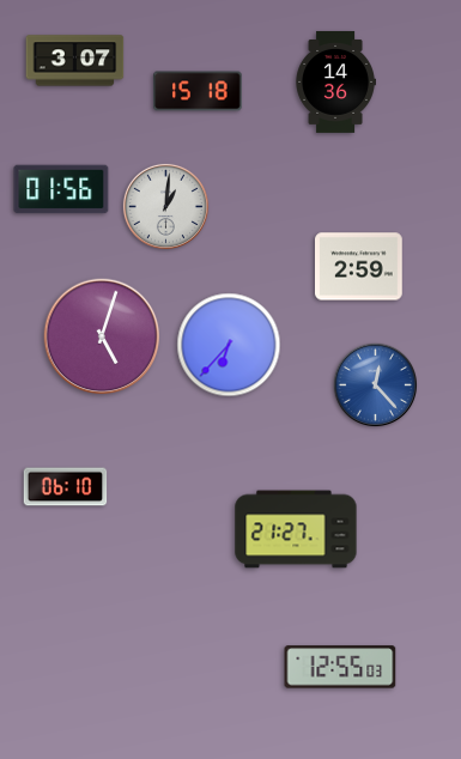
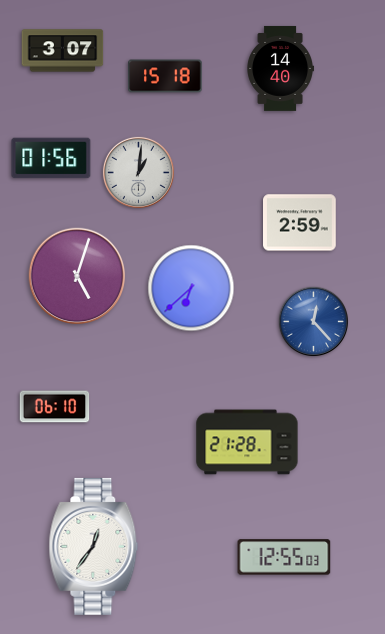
clock at (335, 81): 14:36 -> 14:40
clock at (102, 336) position: (102, 336) -> (77, 276)
clock at (229, 345): 6:37 -> 6:38
clock at (296, 529): 21:27 -> 21:28
clock at (94, 546): none -> 12:36
